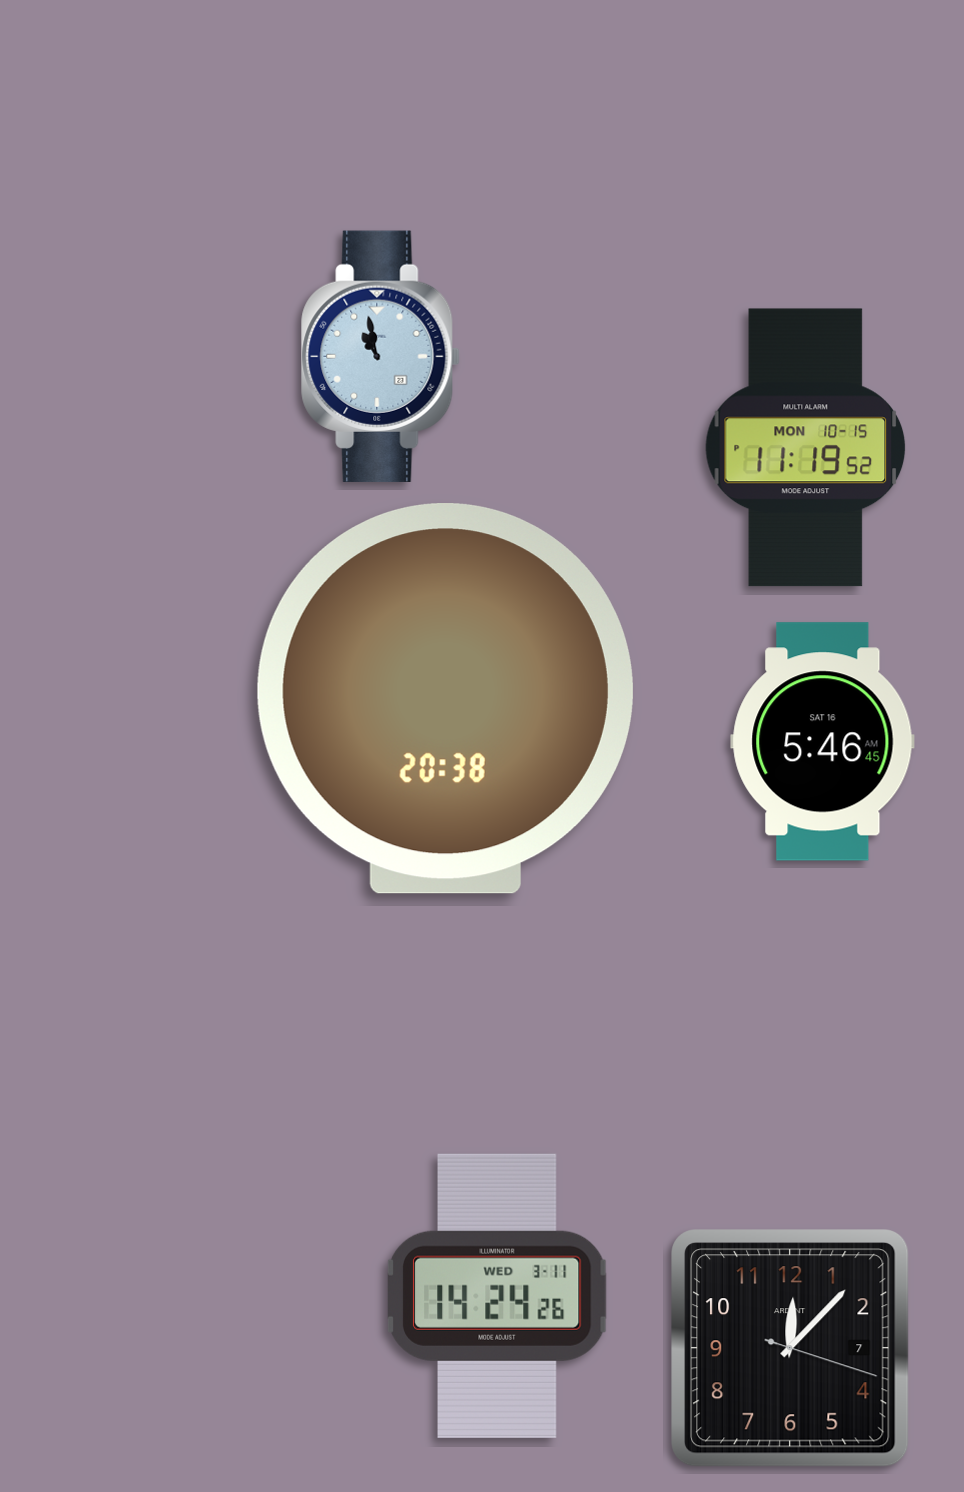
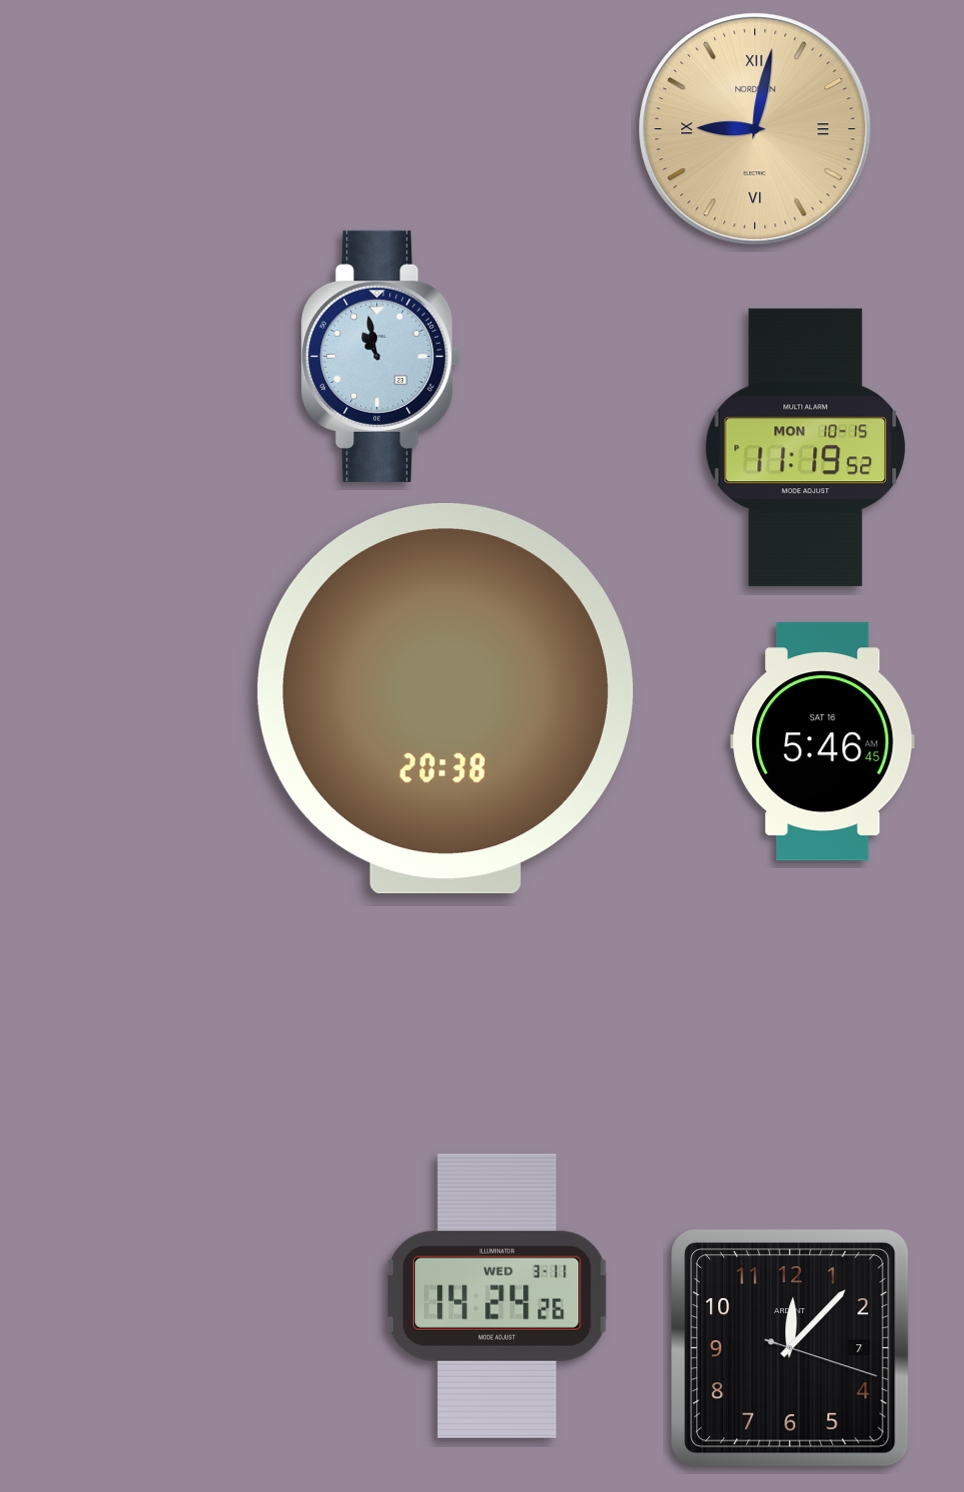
clock at (755, 129): none -> 9:02
